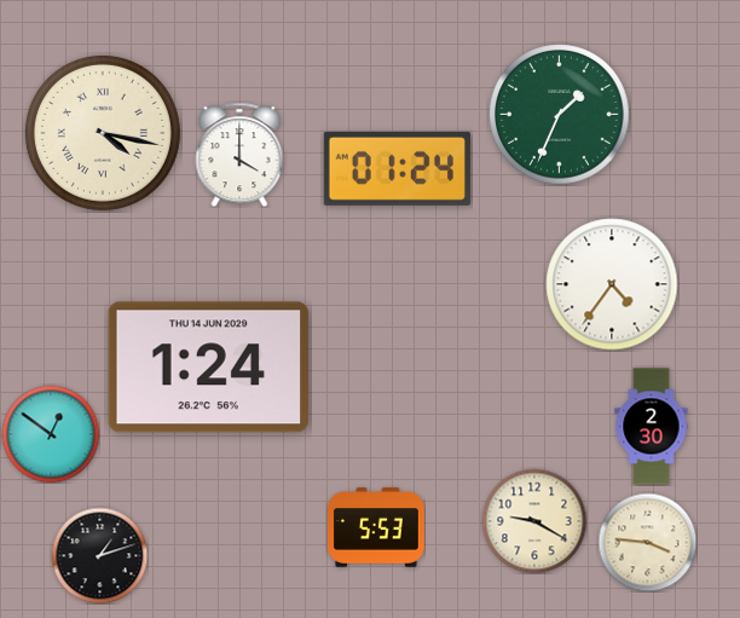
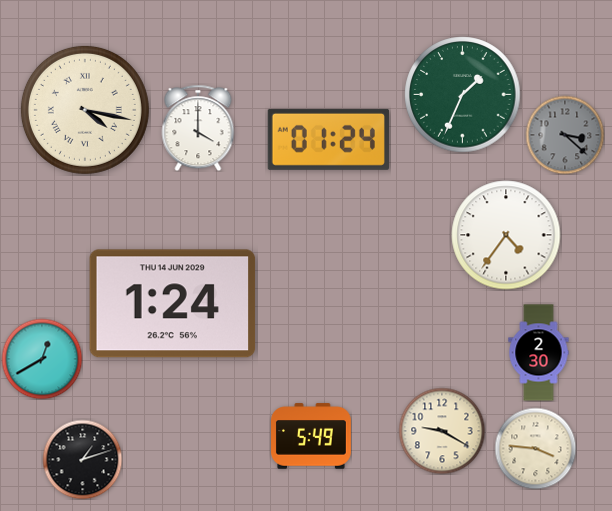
clock at (565, 135): none -> 3:22
clock at (51, 434): 12:51 -> 12:40
clock at (377, 527): 5:53 -> 5:49
